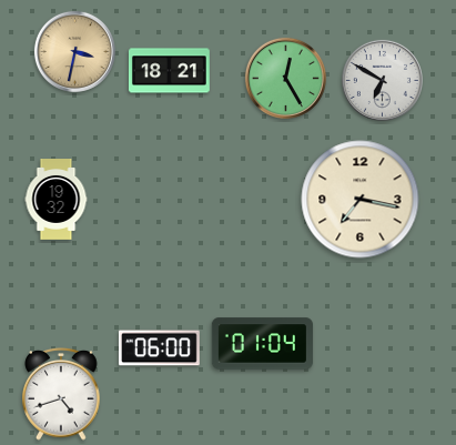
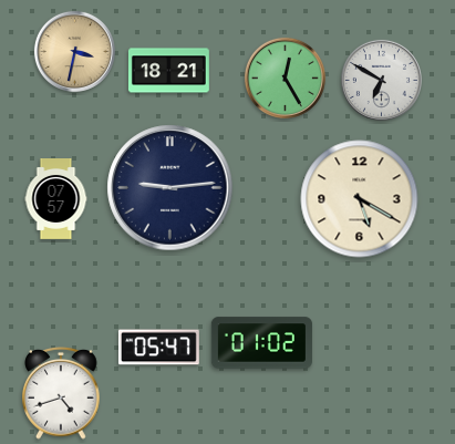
clock at (170, 188): none -> 9:14
clock at (57, 200): 19:32 -> 07:57
clock at (361, 200): 7:17 -> 5:20
clock at (262, 344): 01:04 -> 01:02
clock at (159, 348): 06:00 -> 05:47
